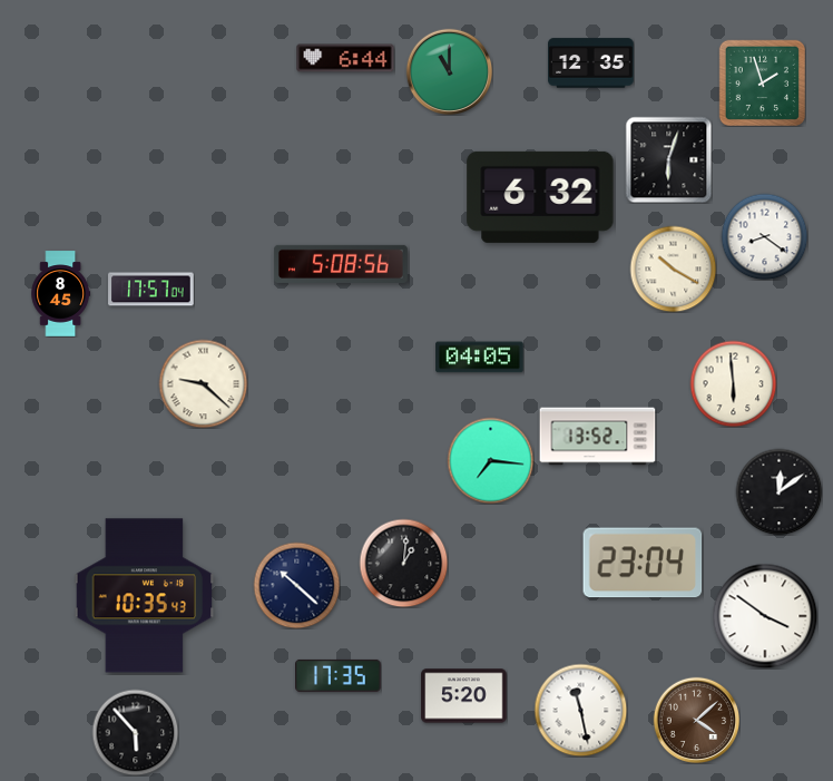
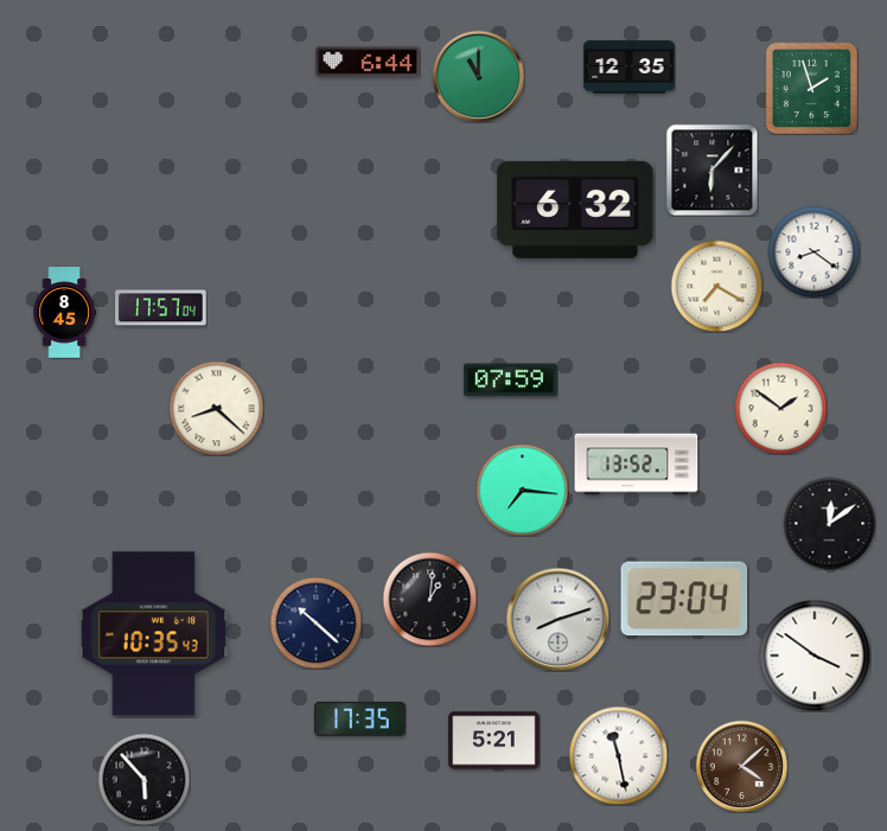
clock at (668, 159): 6:03 -> 6:07
clock at (341, 264): 5:08 -> none
clock at (673, 269): 10:20 -> 7:20
clock at (480, 358): 04:05 -> 07:59
clock at (203, 383): 9:22 -> 8:22
clock at (733, 383): 5:59 -> 1:51
clock at (557, 619): none -> 8:12
clock at (464, 696): 5:20 -> 5:21
